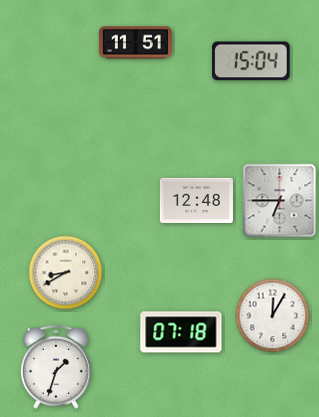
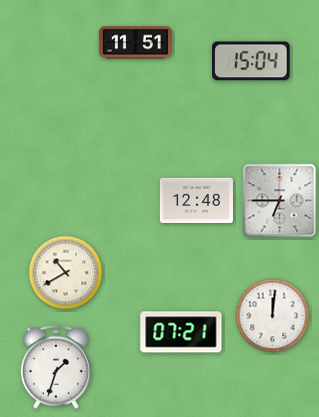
clock at (66, 273): 8:40 -> 10:40
clock at (273, 316): 12:05 -> 12:01
clock at (181, 332): 07:18 -> 07:21
